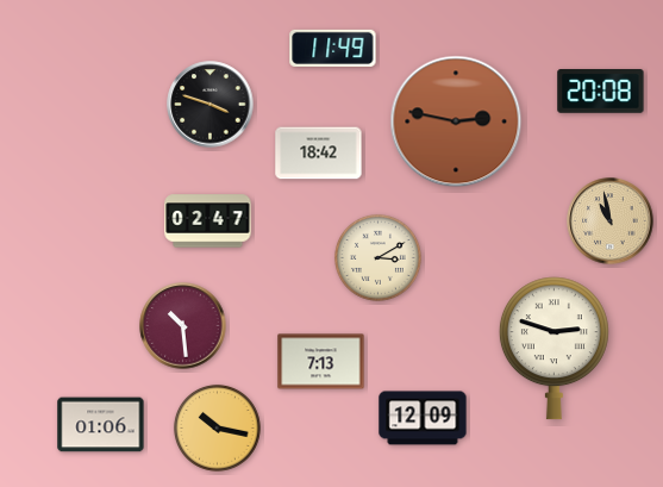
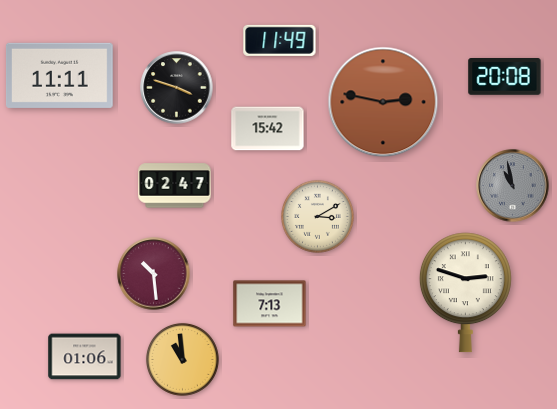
clock at (59, 75): none -> 11:11
clock at (319, 154): 18:42 -> 15:42
clock at (611, 221) dial: champagne -> grey
clock at (423, 418): 12:09 -> none
clock at (217, 427): 10:17 -> 10:59
